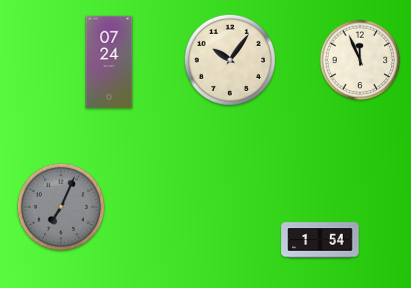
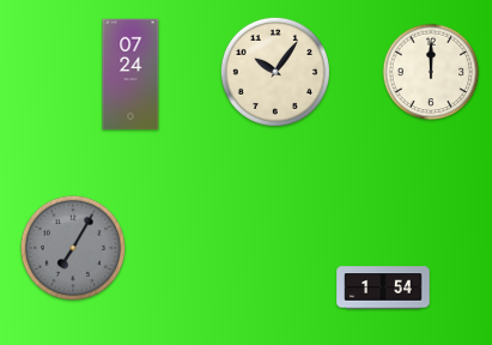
clock at (360, 60): 11:56 -> 12:00
clock at (60, 206): 7:04 -> 7:05
